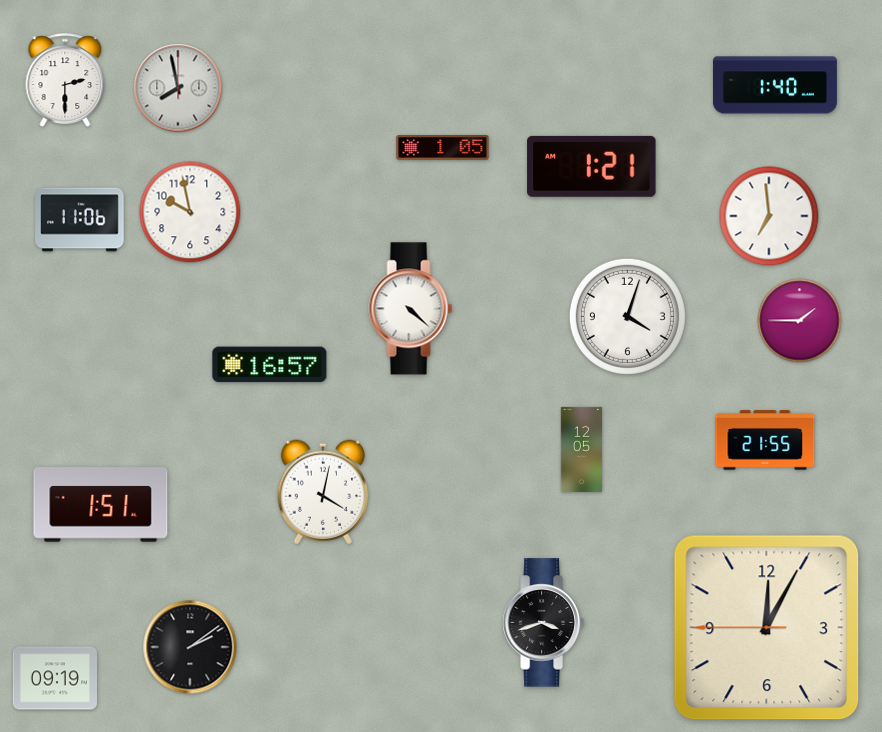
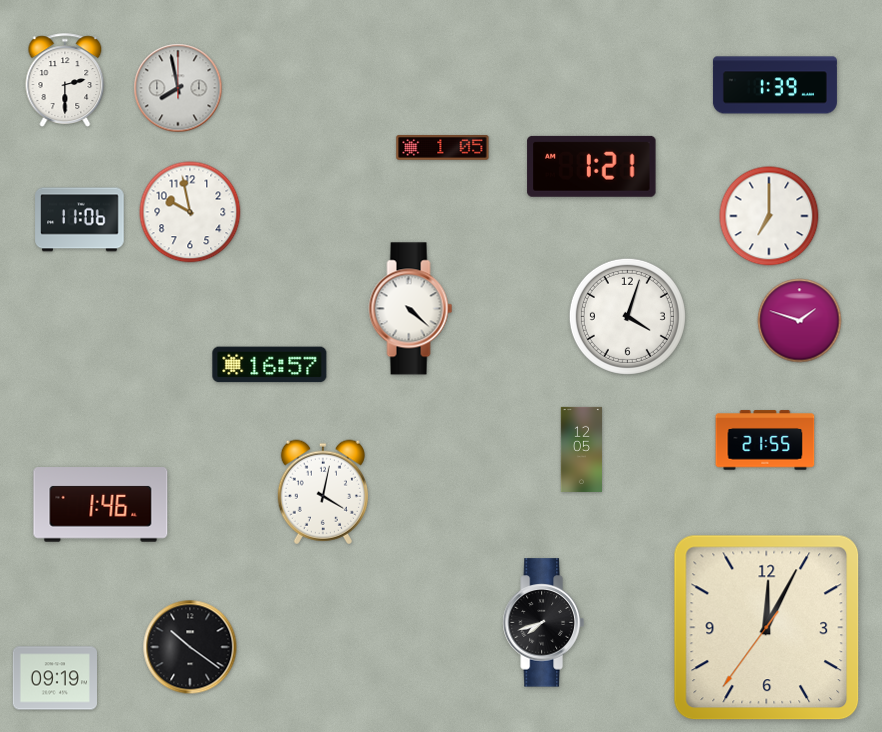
clock at (775, 85): 1:40 -> 1:39
clock at (769, 216): 6:59 -> 7:00
clock at (800, 321): 1:45 -> 1:48
clock at (101, 505): 1:51 -> 1:46
clock at (543, 623): 3:42 -> 7:42
clock at (767, 628): 12:04:45 -> 12:04:36
clock at (190, 647): 2:09 -> 10:21
